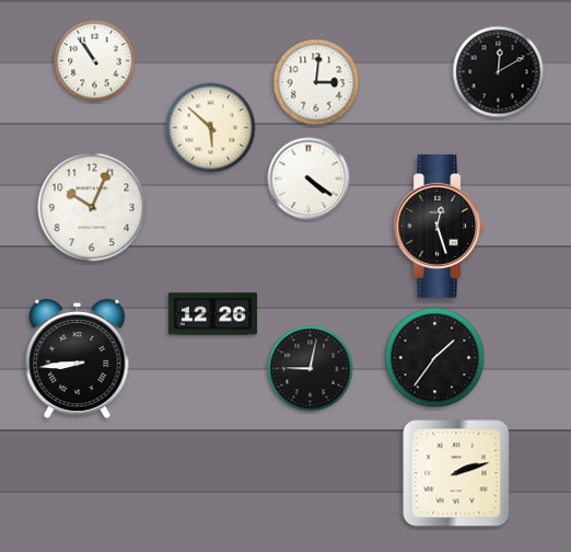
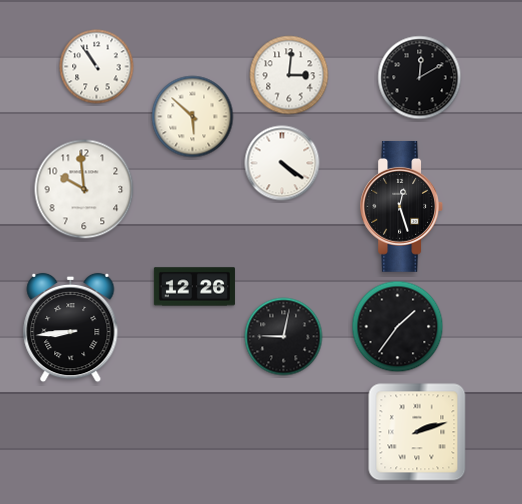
clock at (95, 61) position: (95, 61) -> (97, 67)
clock at (499, 72) position: (499, 72) -> (420, 78)
clock at (92, 207): 10:04 -> 9:59
